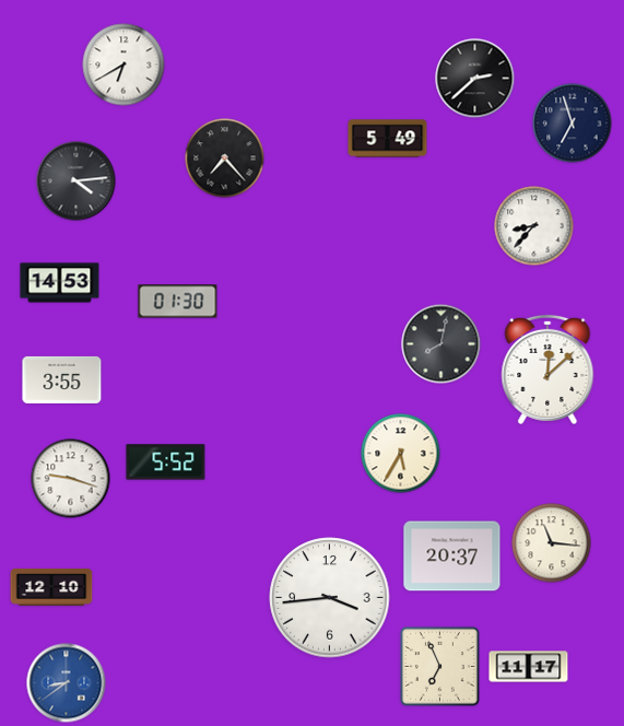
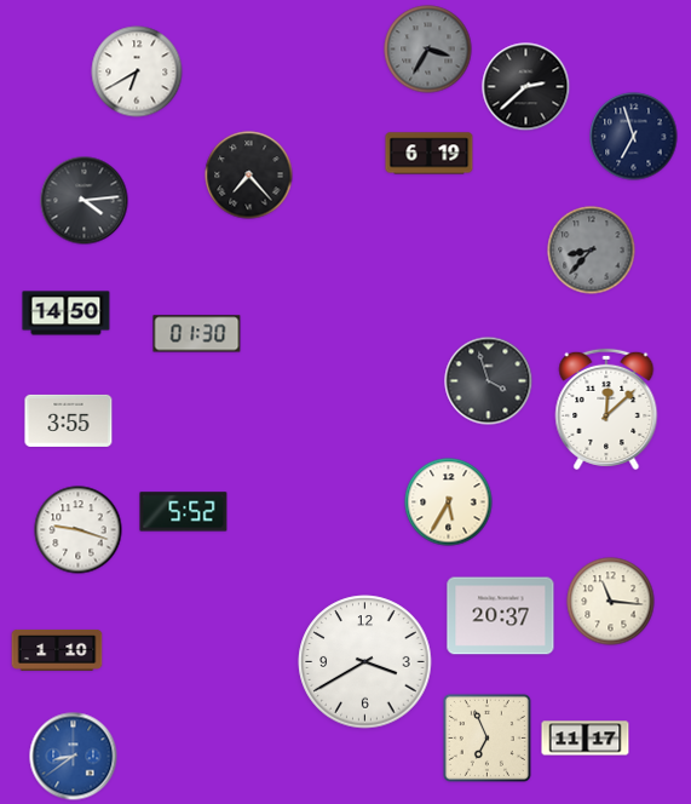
clock at (428, 50): none -> 3:35
clock at (388, 139): 5:49 -> 6:19
clock at (534, 226) dial: white -> grey
clock at (60, 283): 14:53 -> 14:50
clock at (441, 344): 8:02 -> 3:57
clock at (401, 454) position: (401, 454) -> (449, 502)
clock at (51, 587): 12:10 -> 1:10
clock at (330, 598): 3:44 -> 3:40
